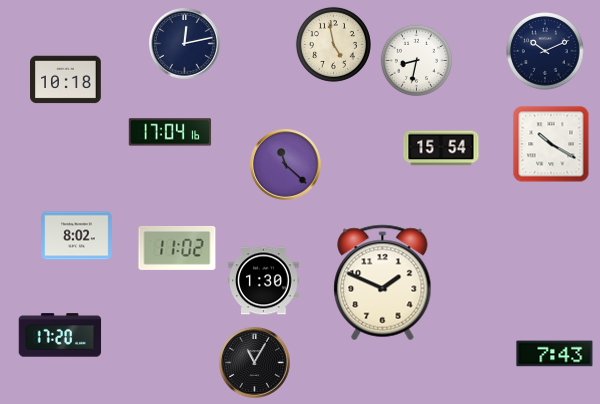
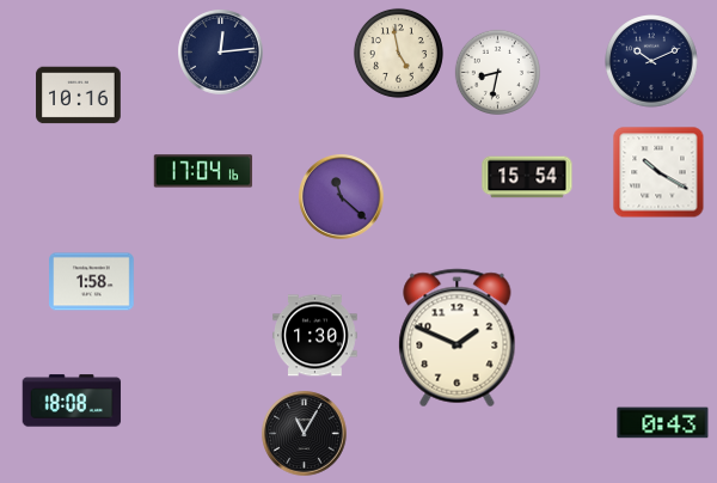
clock at (185, 44): 12:13 -> 12:14
clock at (66, 80): 10:18 -> 10:16
clock at (170, 132) position: (170, 132) -> (203, 171)
clock at (77, 236): 8:02 -> 1:58
clock at (177, 248): 11:02 -> none
clock at (60, 335): 17:20 -> 18:08
clock at (555, 354): 7:43 -> 0:43
